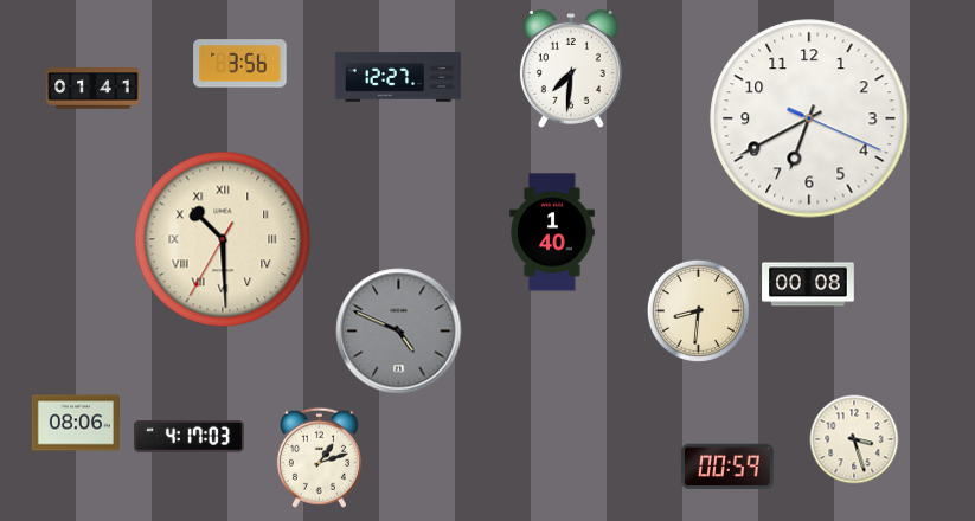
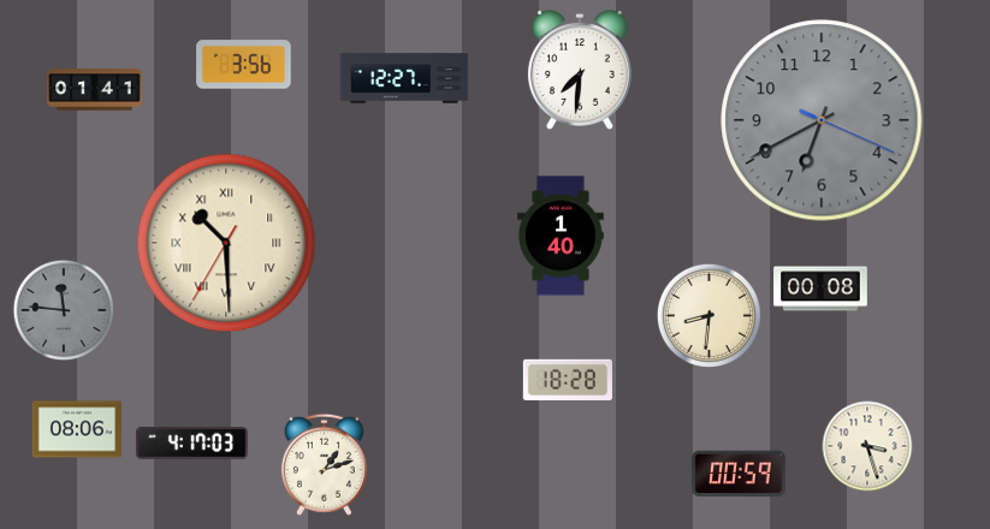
clock at (809, 118) dial: white -> grey
clock at (64, 310): none -> 11:46
clock at (399, 332): 4:49 -> none
clock at (568, 380): none -> 18:28
